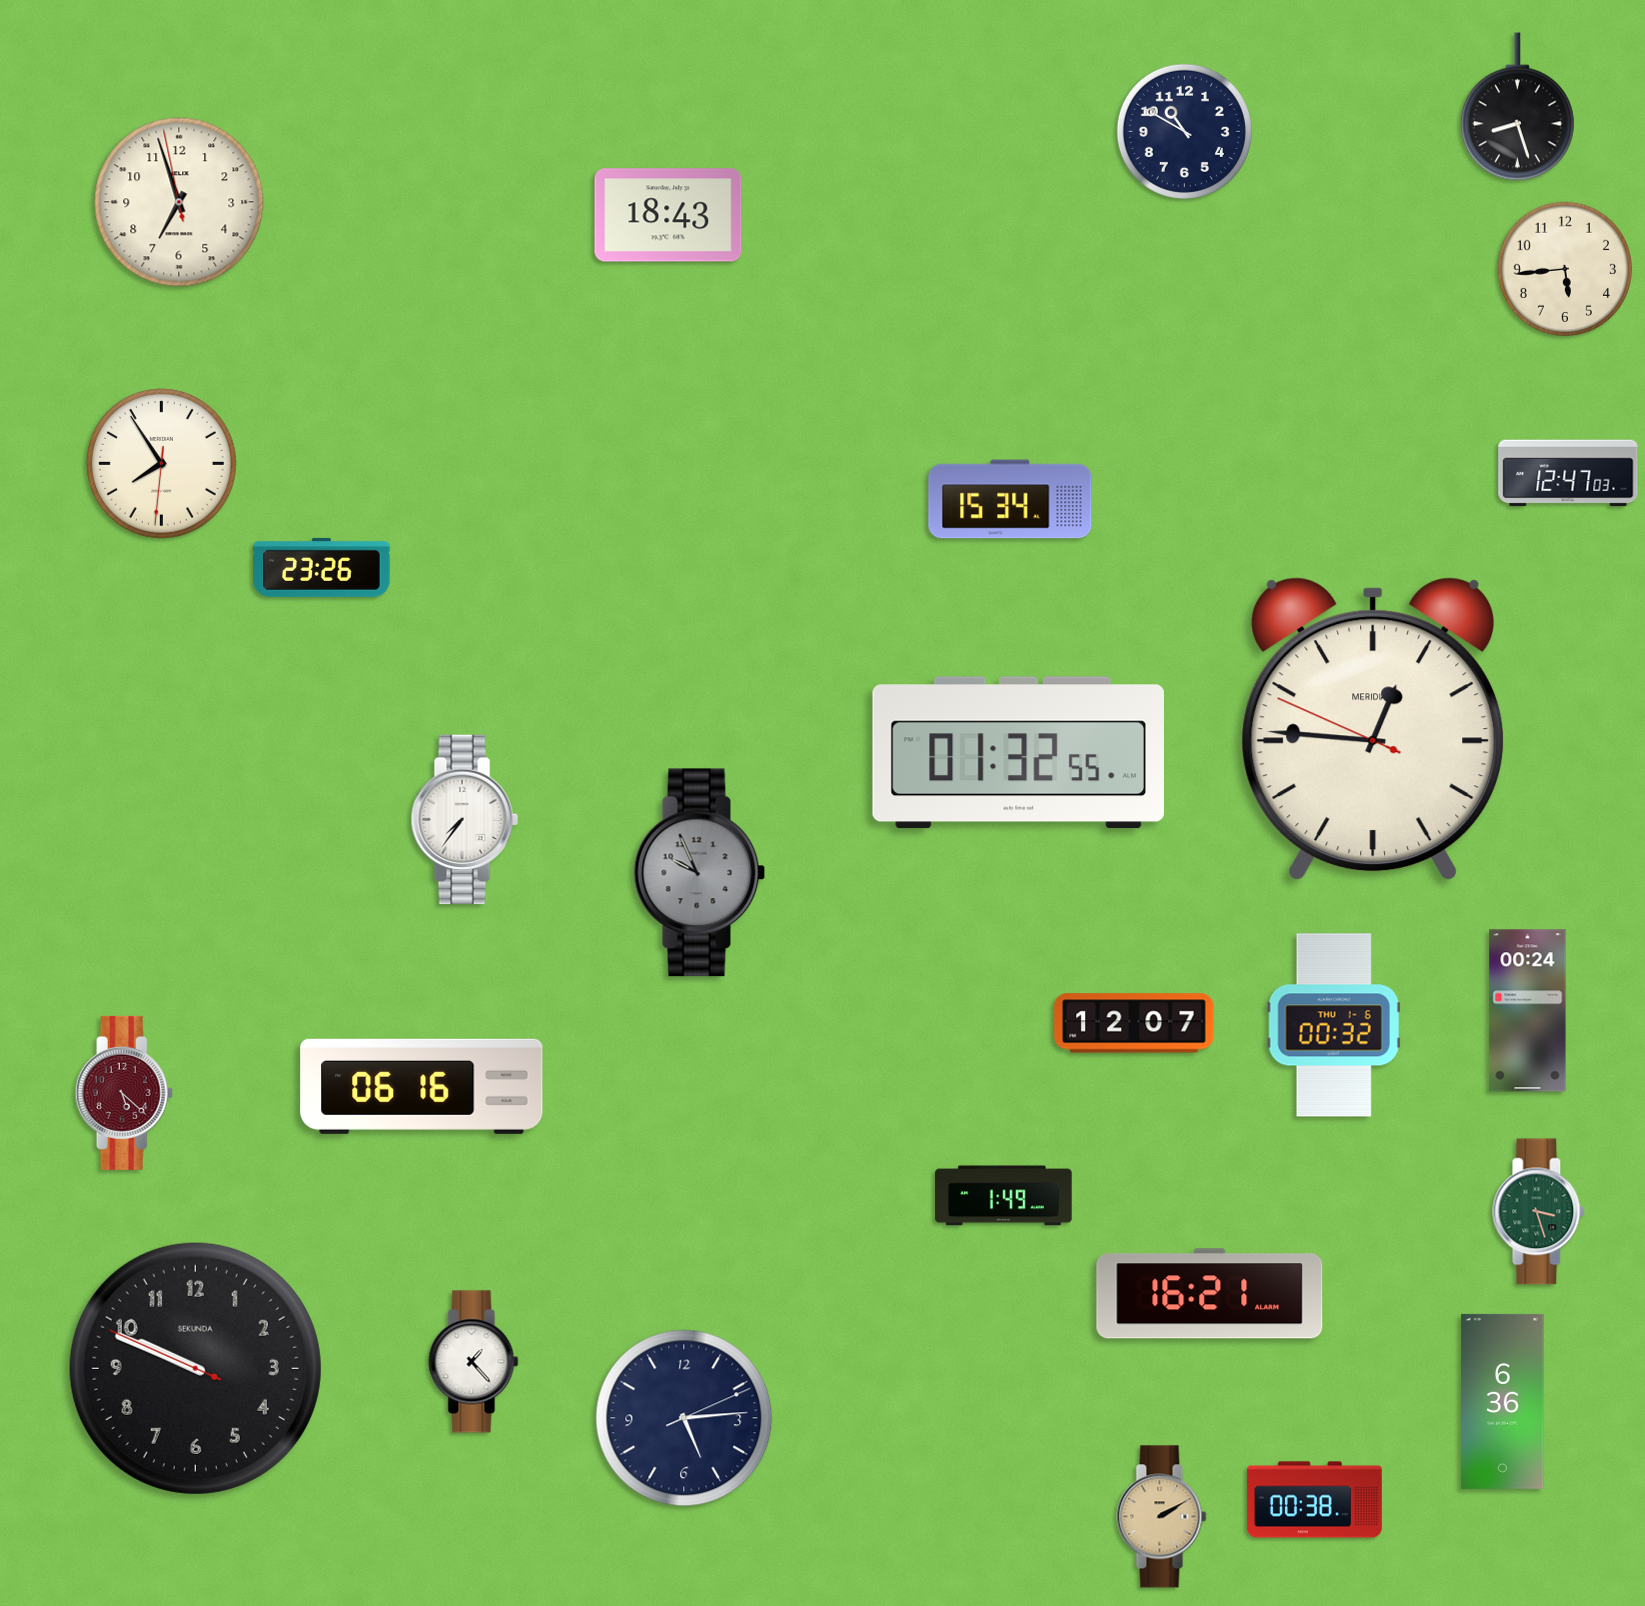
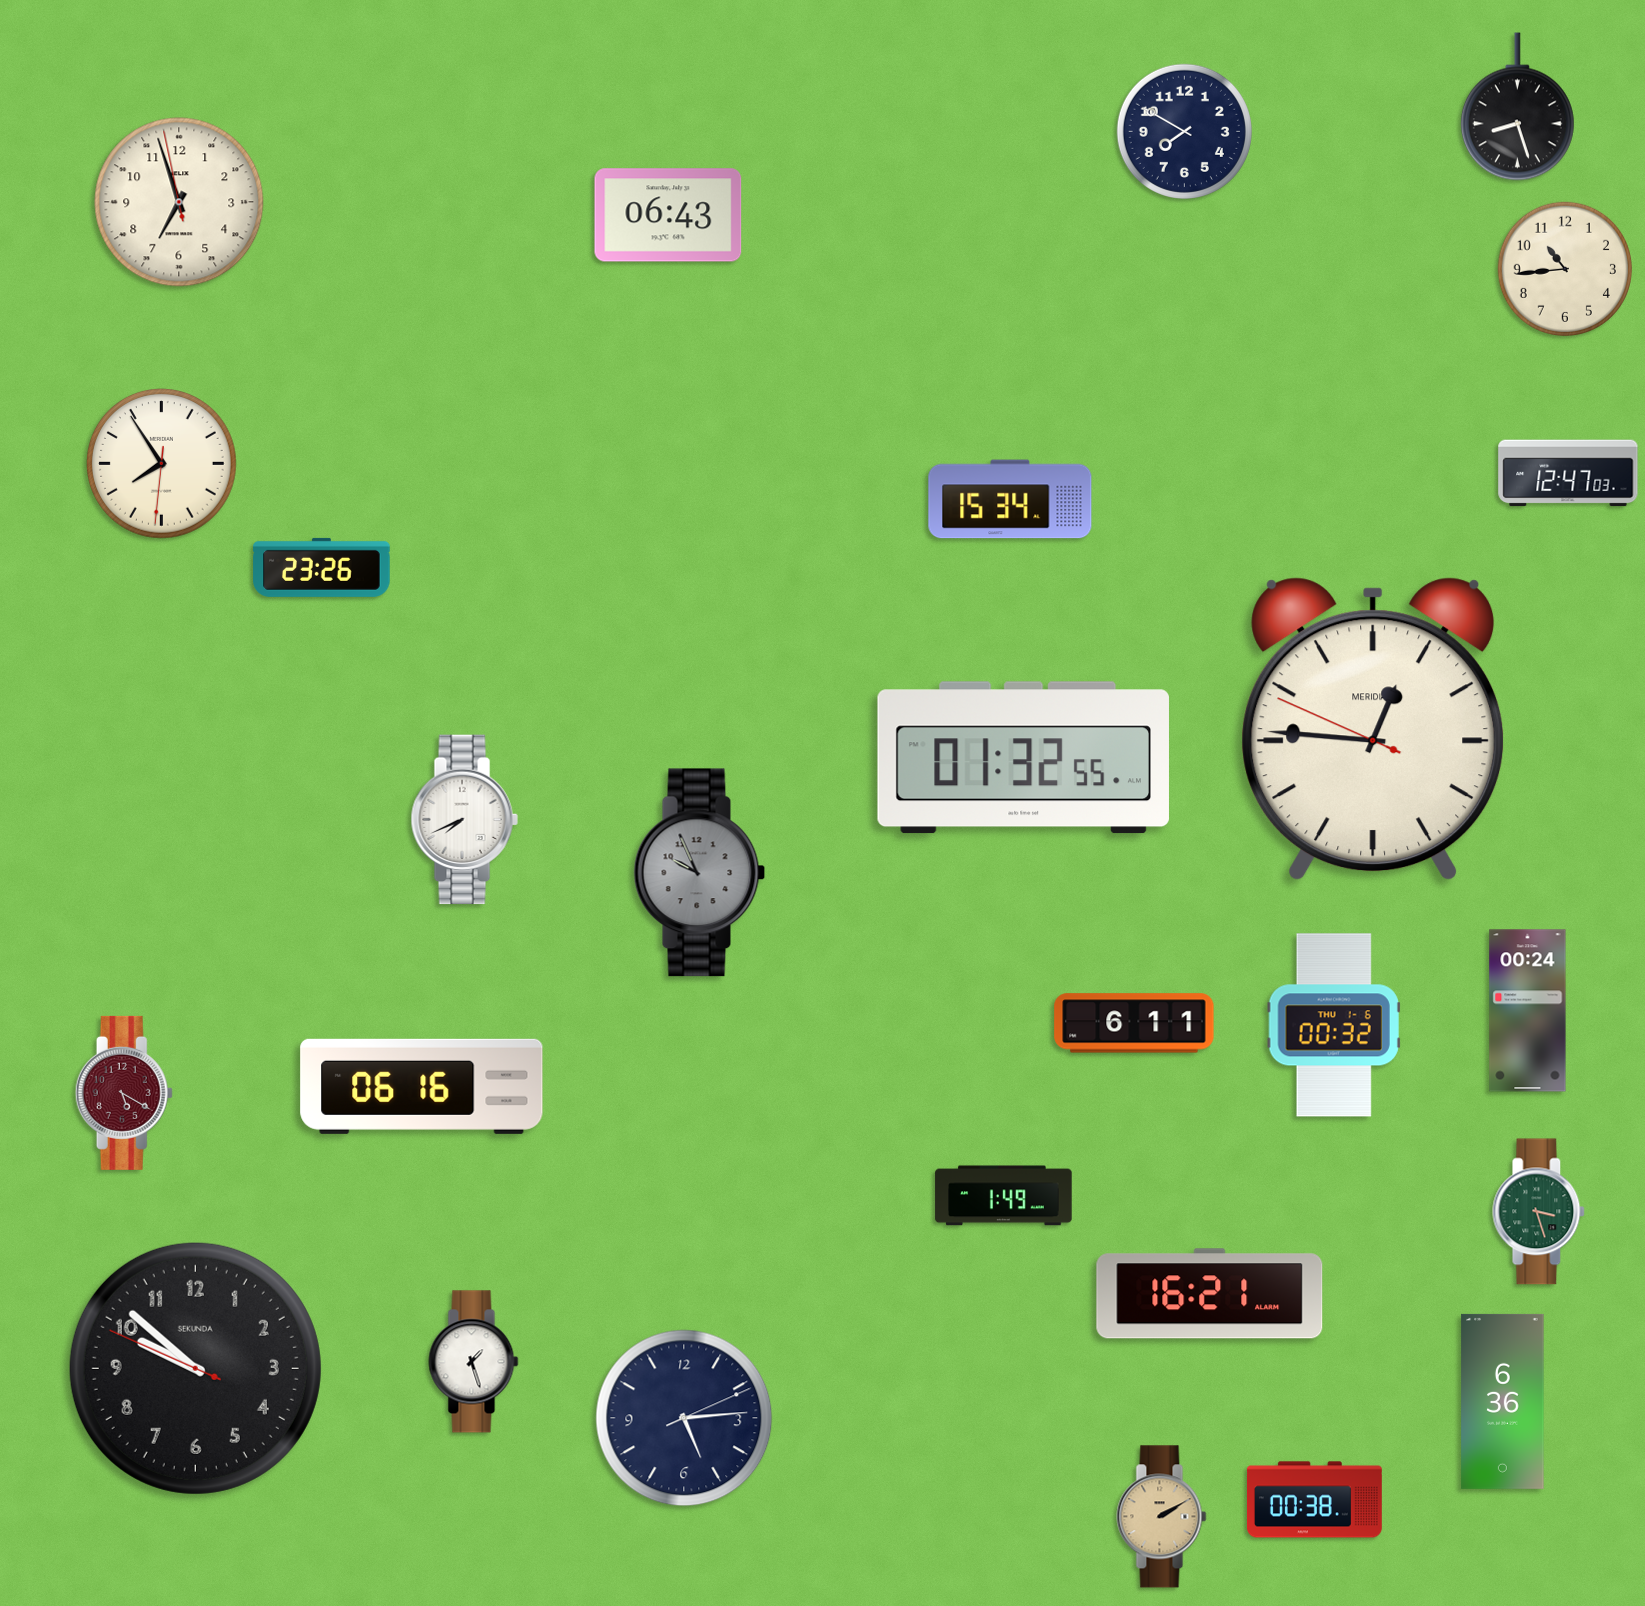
clock at (1184, 131): 10:50 -> 7:50
clock at (668, 215): 18:43 -> 06:43
clock at (1565, 269): 5:44 -> 10:44
clock at (1018, 753) position: (1018, 753) -> (1023, 758)
clock at (464, 820): 7:36 -> 7:41
clock at (1134, 1023): 12:07 -> 6:11
clock at (124, 1093): 5:22 -> 5:20
clock at (474, 1362): 1:23 -> 1:27
clock at (195, 1368): 9:48 -> 9:51
